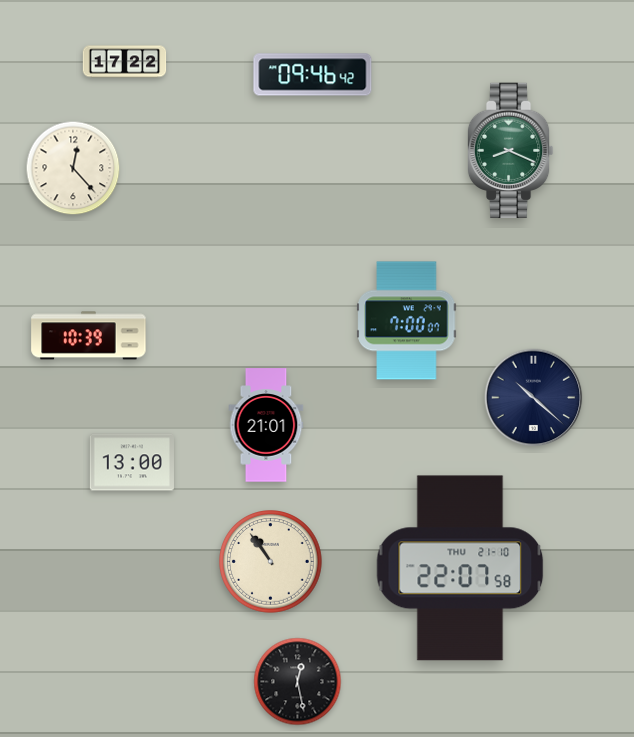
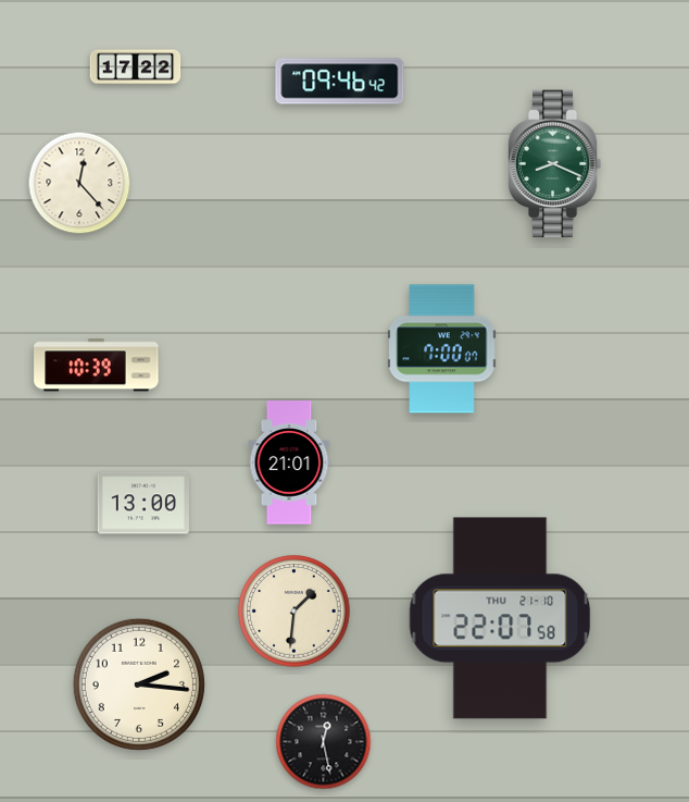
clock at (534, 398): 10:22 -> none
clock at (271, 562): 10:54 -> 1:31
clock at (139, 684): none -> 2:16
